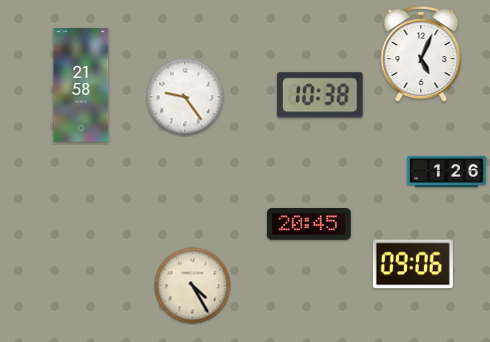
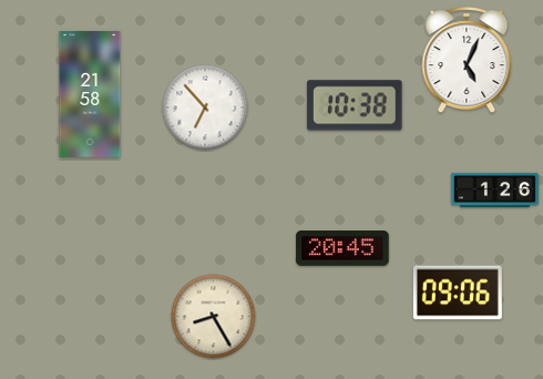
clock at (185, 97): 9:24 -> 6:53
clock at (193, 286): 4:25 -> 8:25
